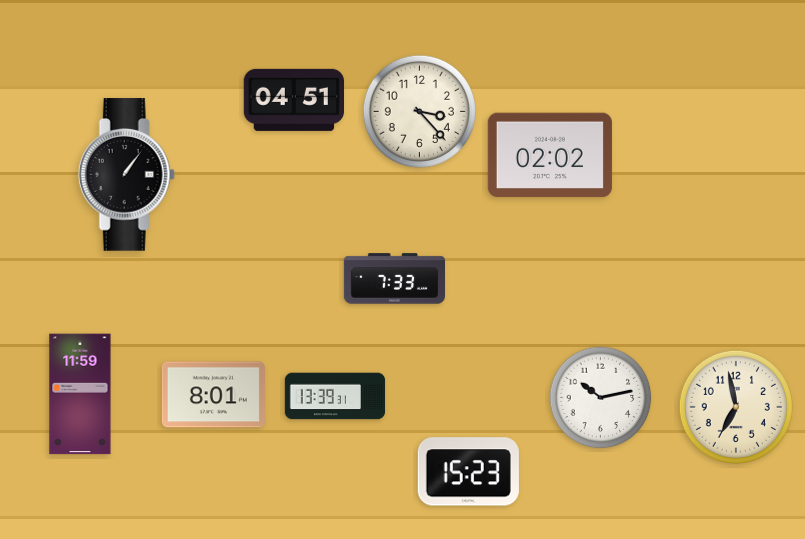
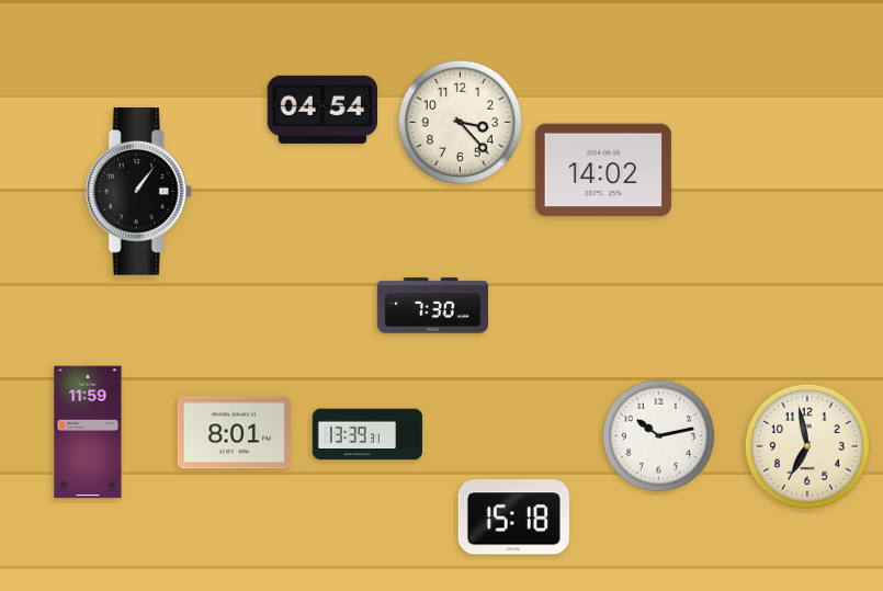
clock at (293, 100): 04:51 -> 04:54
clock at (550, 155): 02:02 -> 14:02
clock at (394, 279): 7:33 -> 7:30
clock at (468, 472): 15:23 -> 15:18
